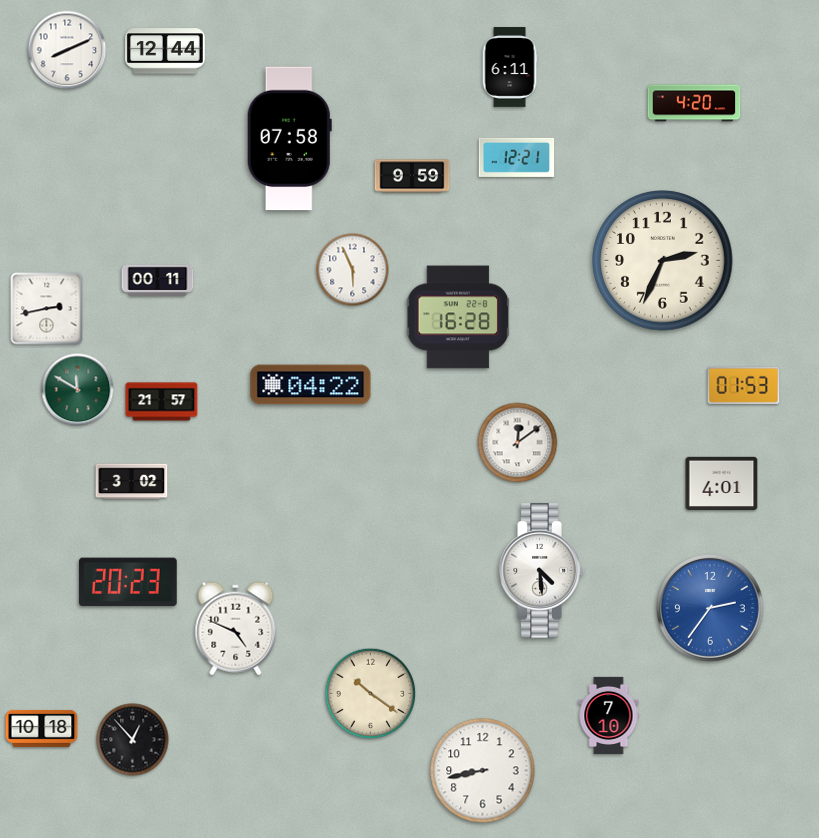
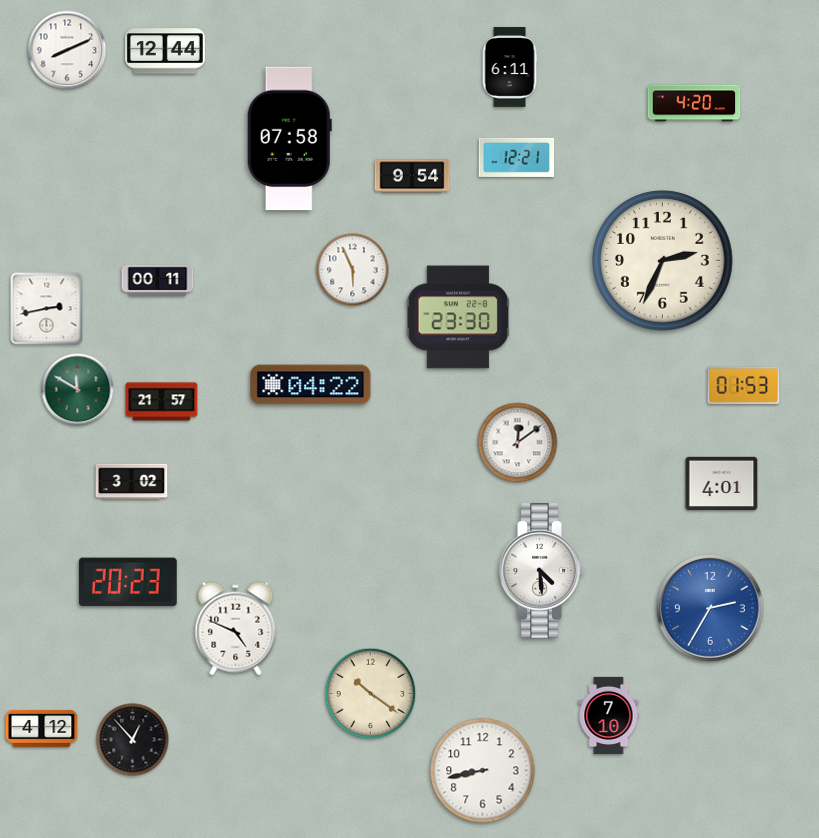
clock at (412, 176): 9:59 -> 9:54
clock at (458, 317): 16:28 -> 23:30
clock at (711, 609): 2:36 -> 2:35
clock at (42, 728): 10:18 -> 4:12
